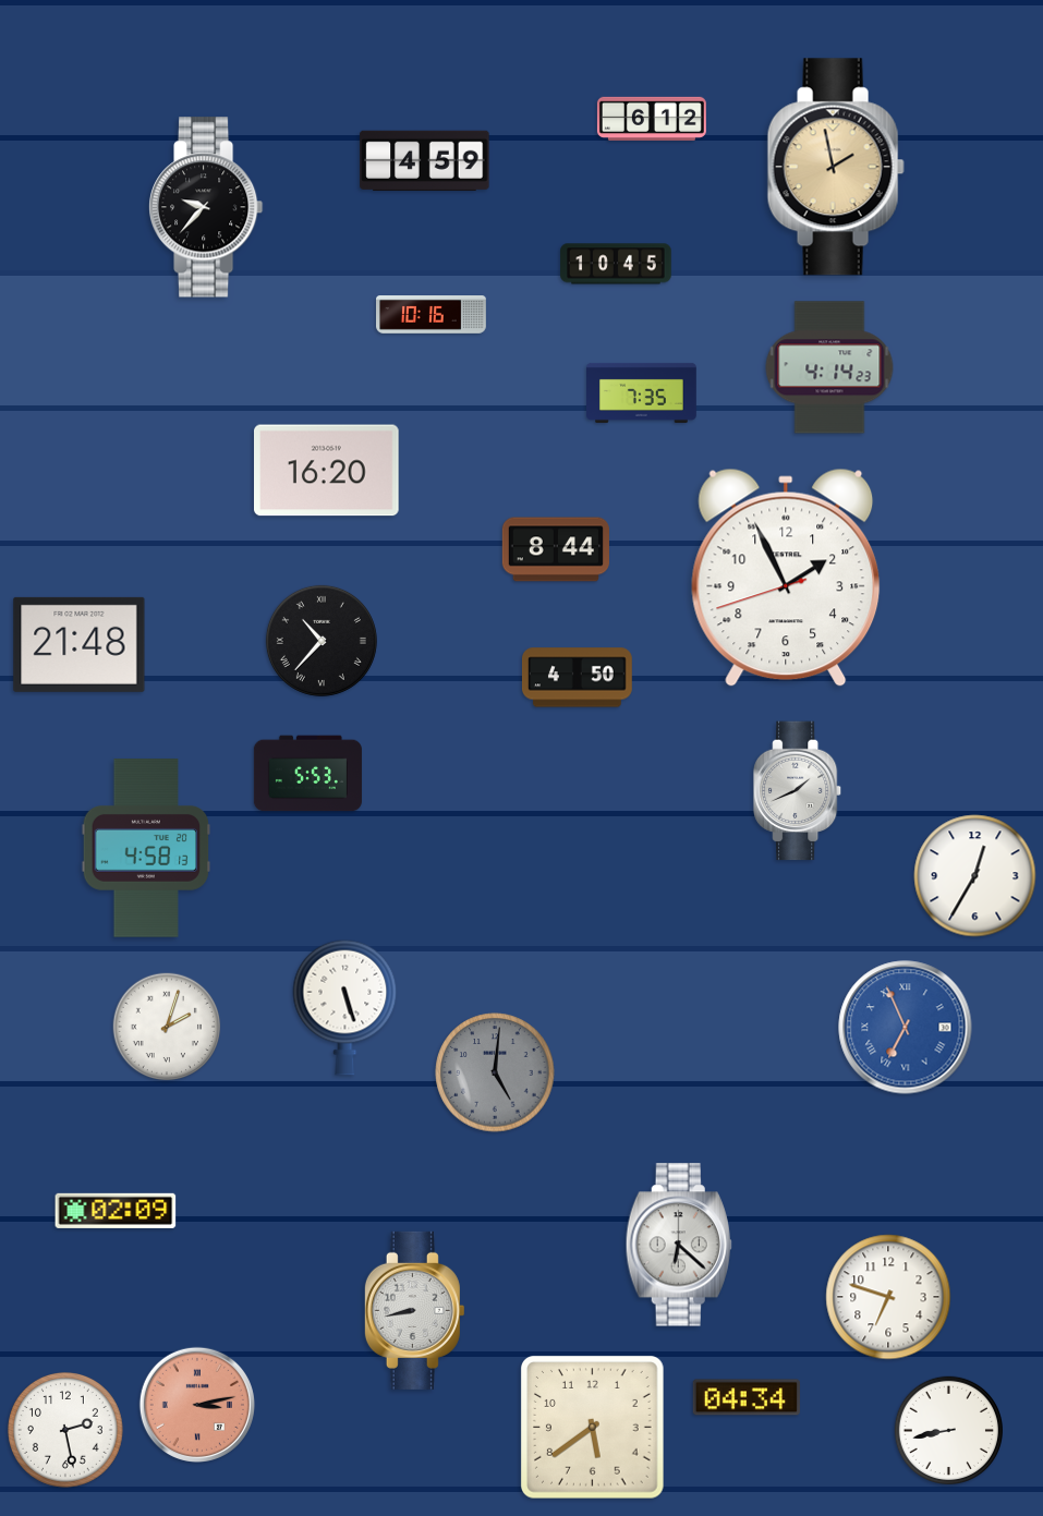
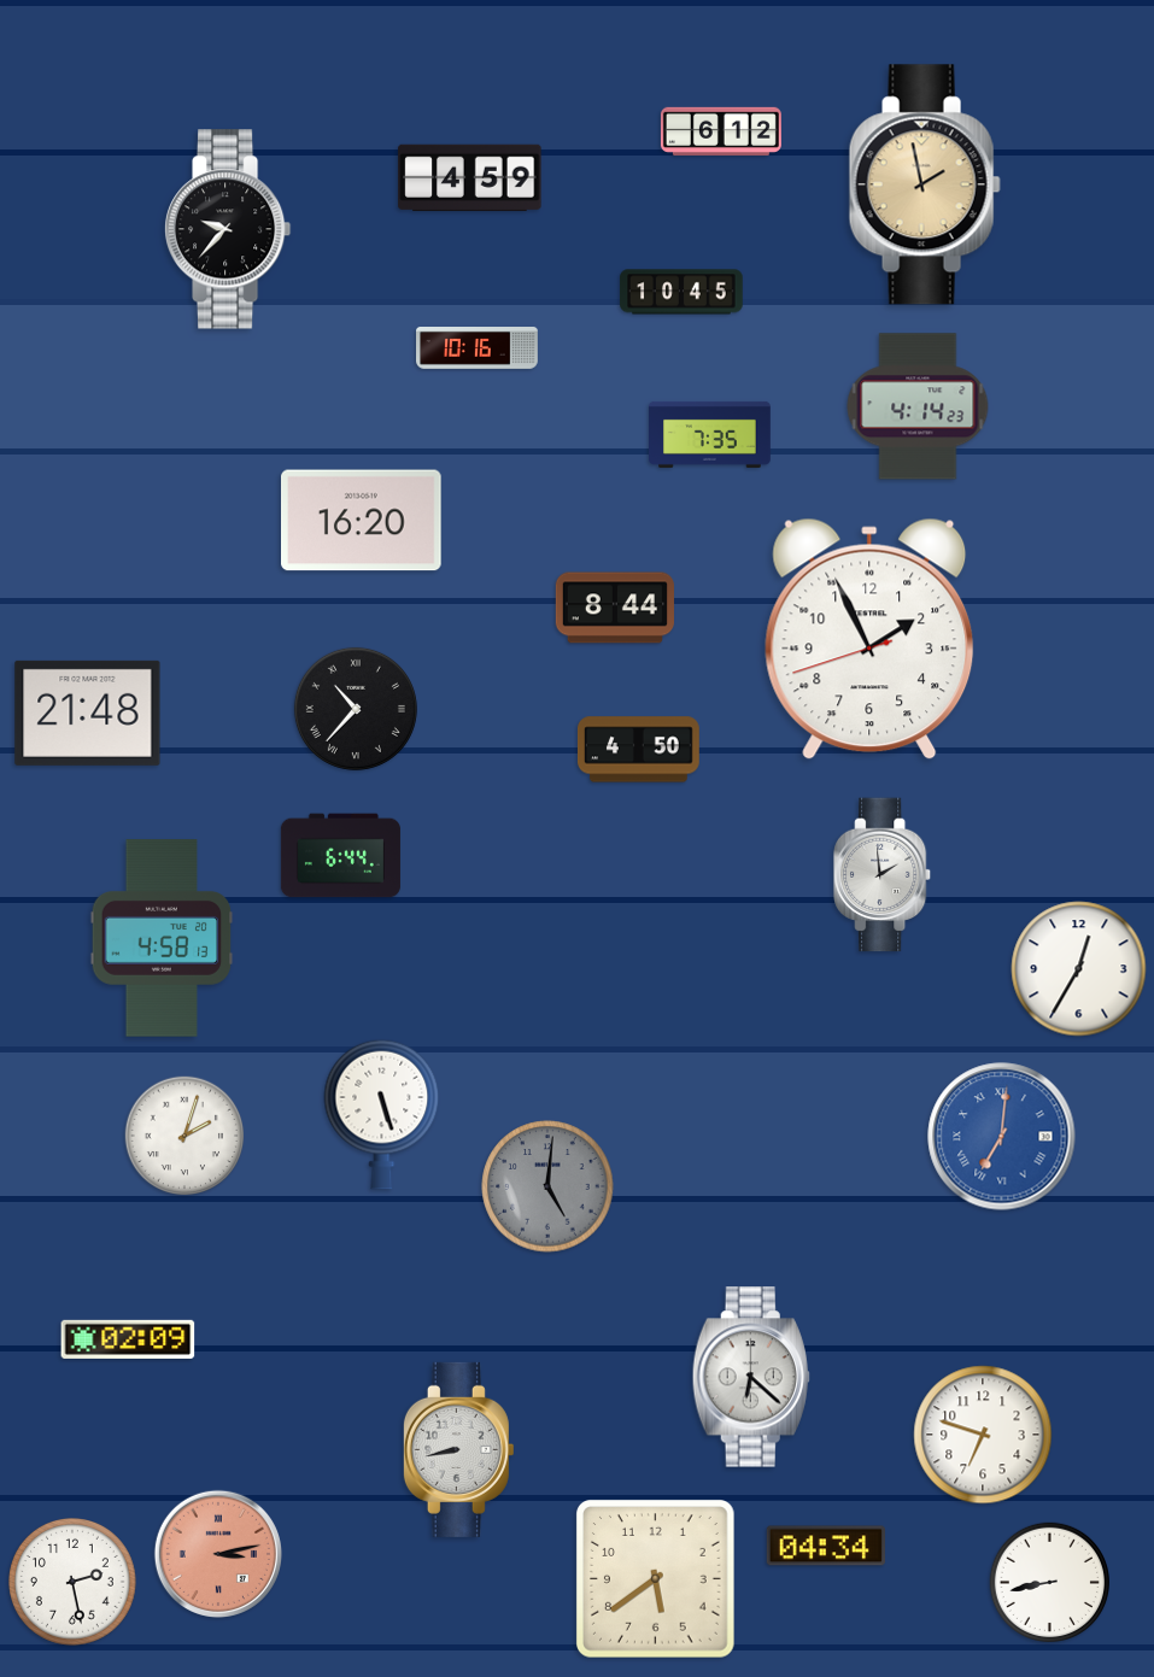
clock at (307, 774): 5:53 -> 6:44
clock at (798, 791): 1:41 -> 1:59
clock at (906, 1028): 6:56 -> 7:01
